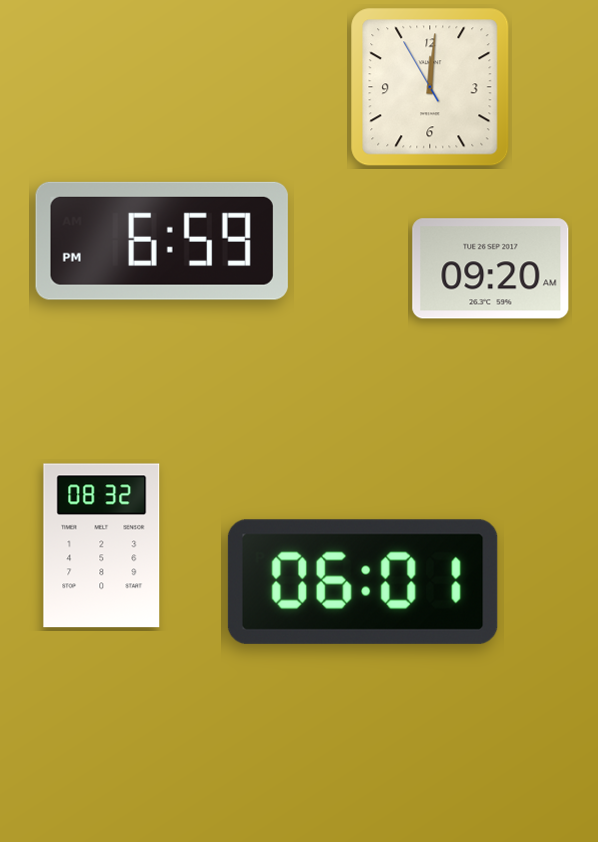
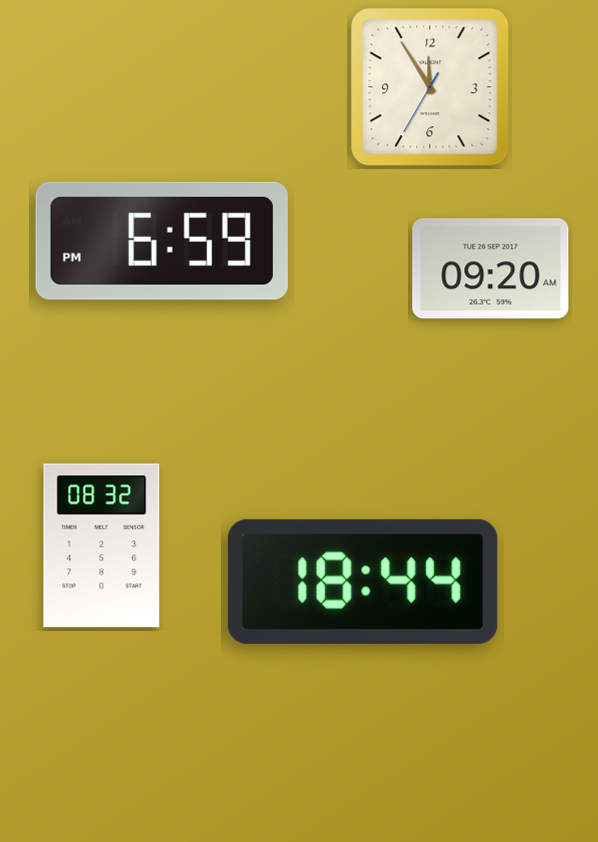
clock at (430, 87): 12:00 -> 11:54
clock at (363, 582): 06:01 -> 18:44
